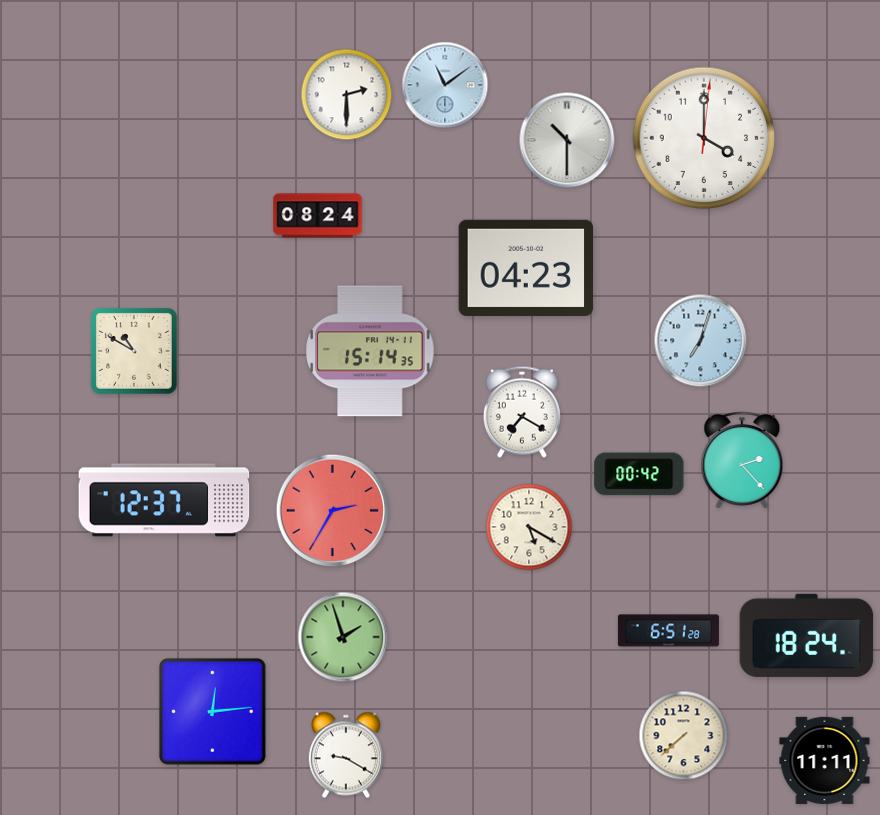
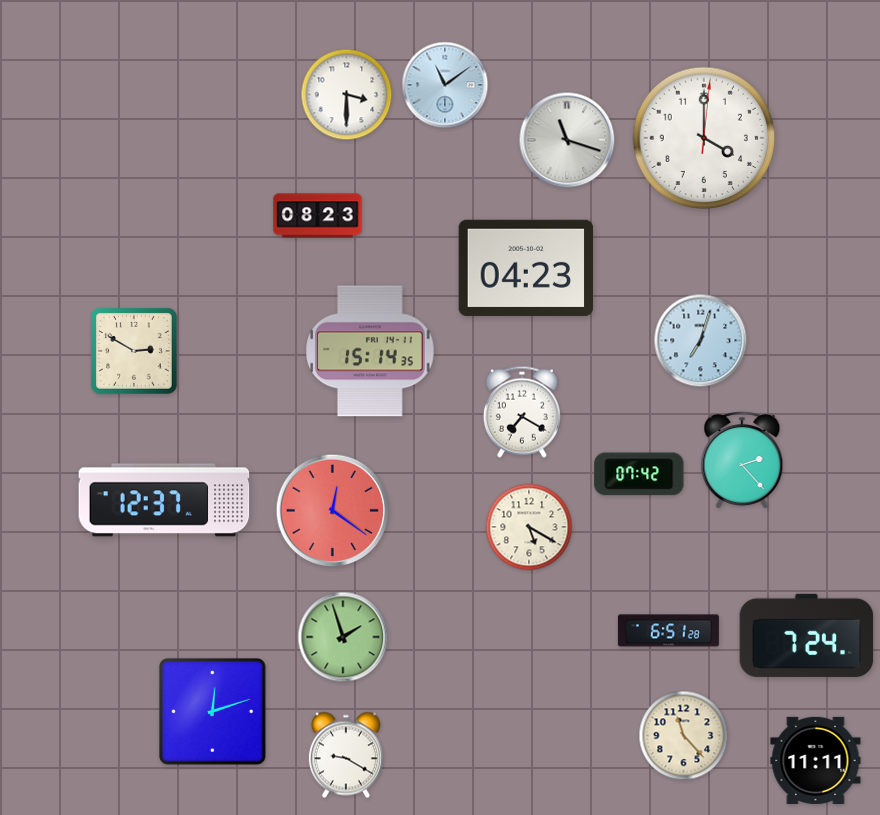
clock at (347, 95): 2:30 -> 3:30
clock at (567, 140): 10:30 -> 11:18
clock at (318, 216): 08:24 -> 08:23
clock at (134, 351): 10:50 -> 2:50
clock at (639, 474): 00:42 -> 07:42
clock at (333, 511): 2:35 -> 12:21
clock at (807, 635): 18:24 -> 7:24
clock at (213, 712): 12:14 -> 12:12
clock at (684, 736): 7:38 -> 11:23
clock at (825, 760) position: (825, 760) -> (816, 760)
